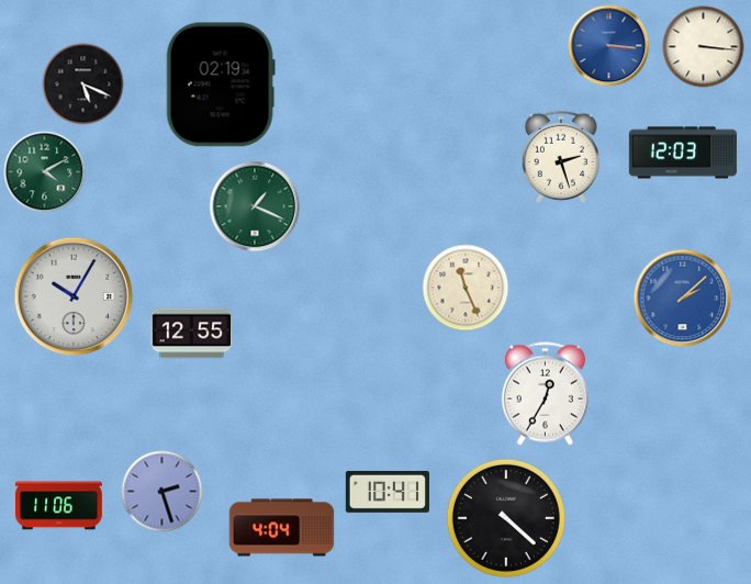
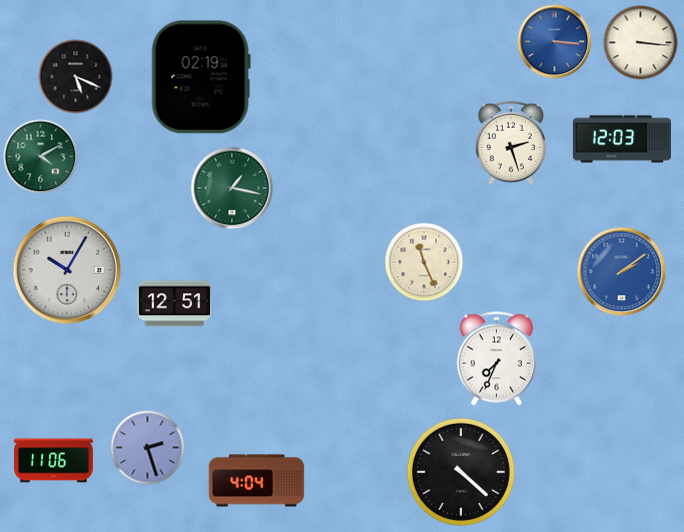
clock at (255, 206): 1:19 -> 1:17
clock at (683, 299): 2:08 -> 2:09
clock at (192, 334): 12:55 -> 12:51
clock at (545, 394): 12:35 -> 7:34
clock at (388, 492): 10:41 -> none
